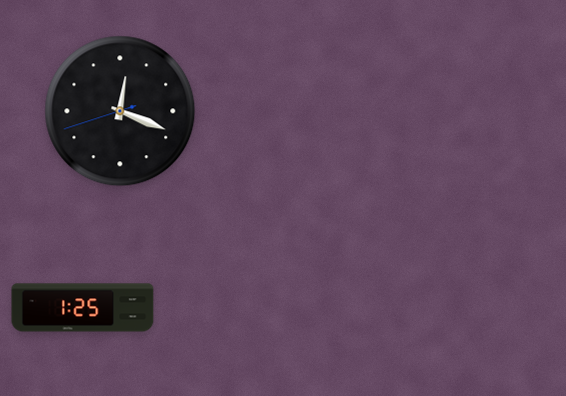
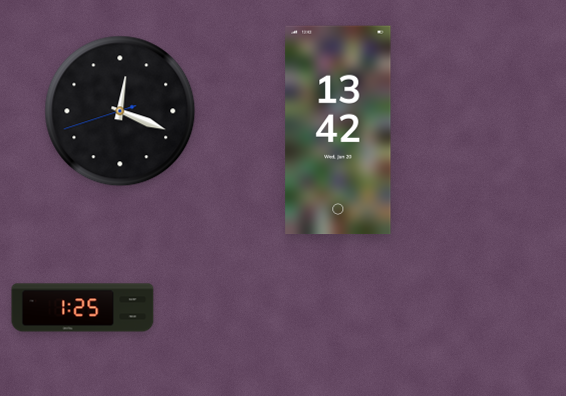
clock at (338, 130): none -> 13:42
